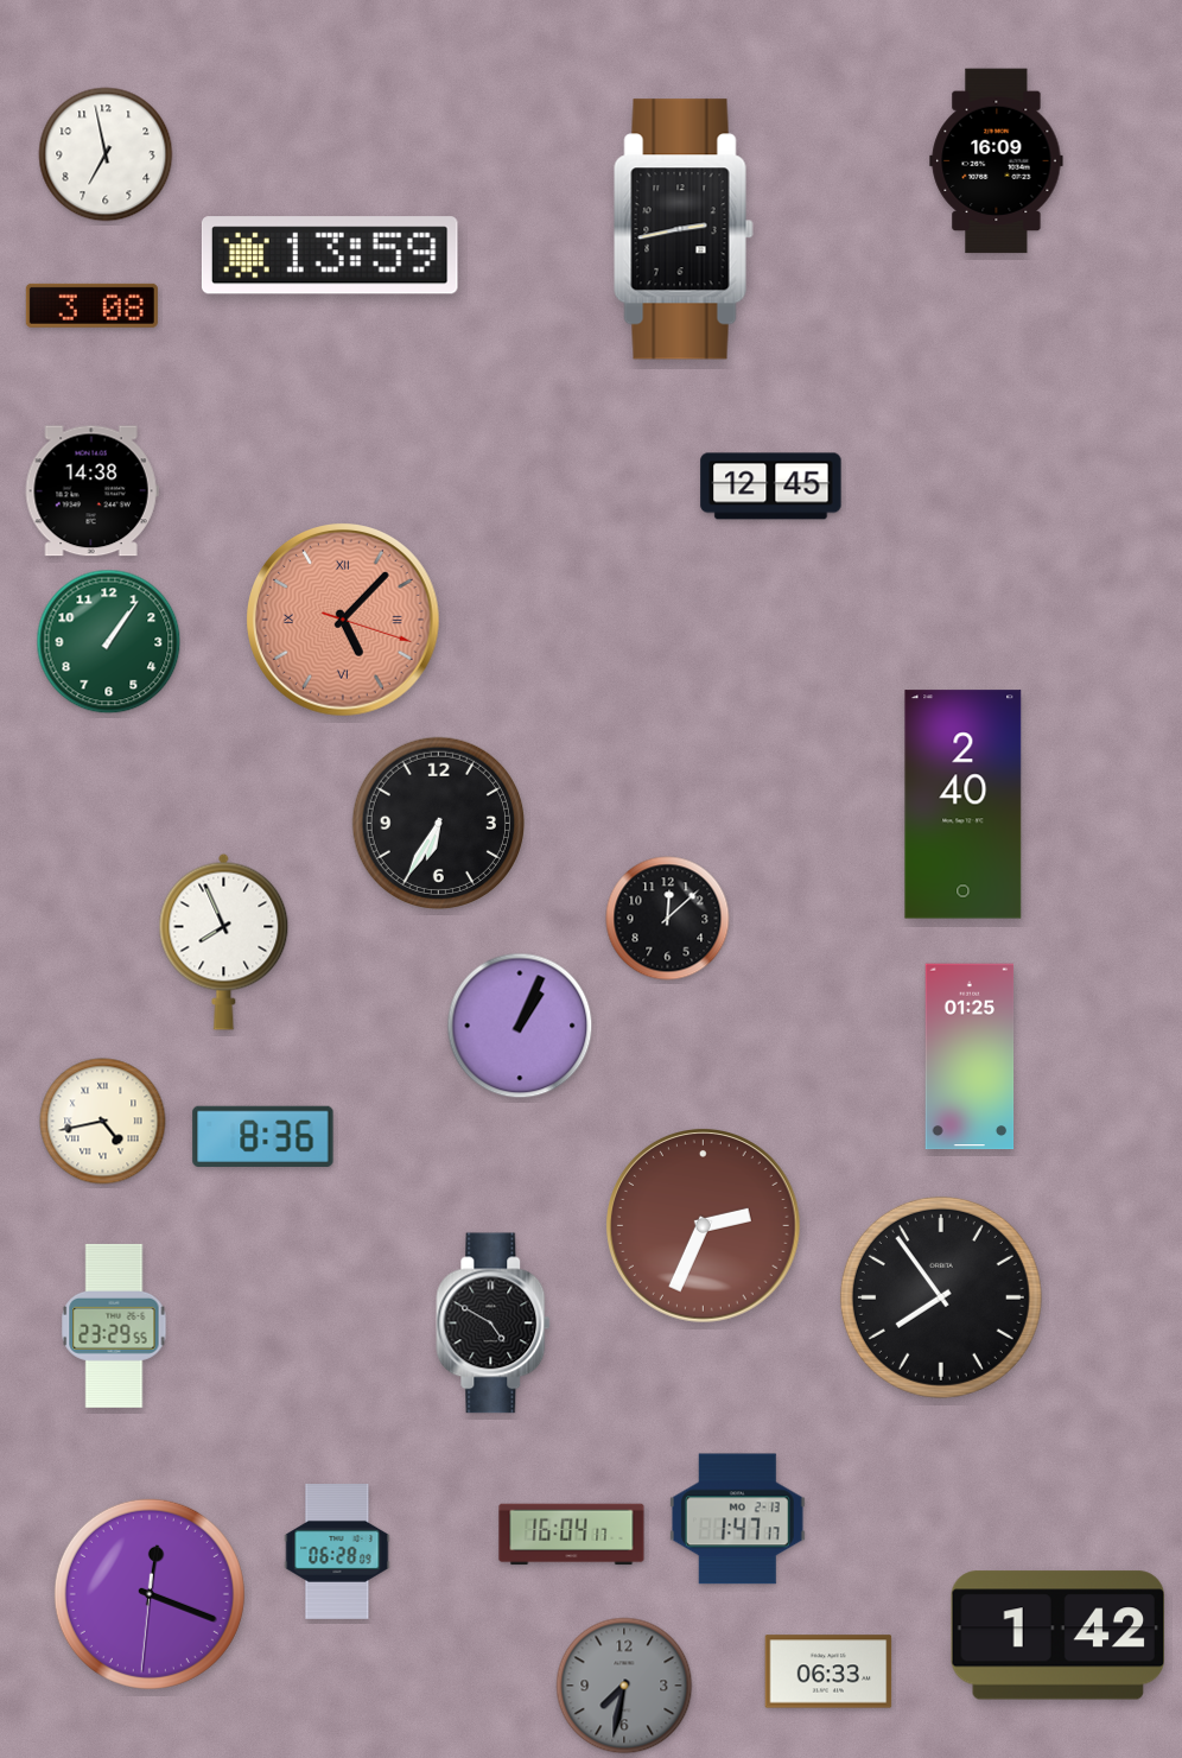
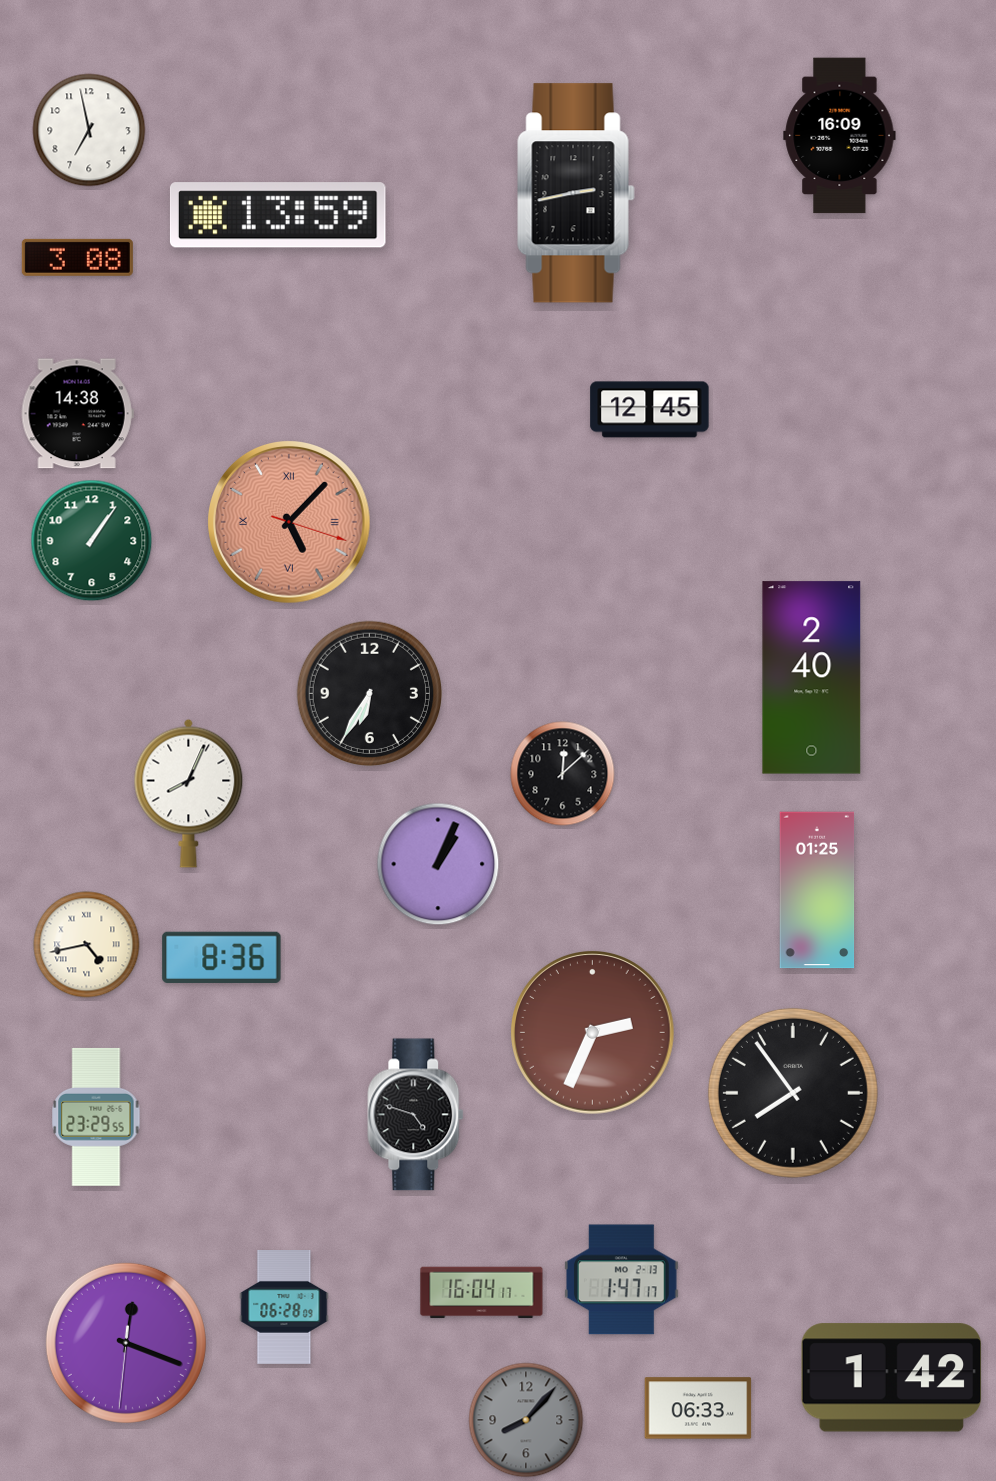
clock at (224, 941): 7:56 -> 8:04
clock at (494, 1324): 4:50 -> 4:48
clock at (624, 1686): 7:32 -> 8:07
